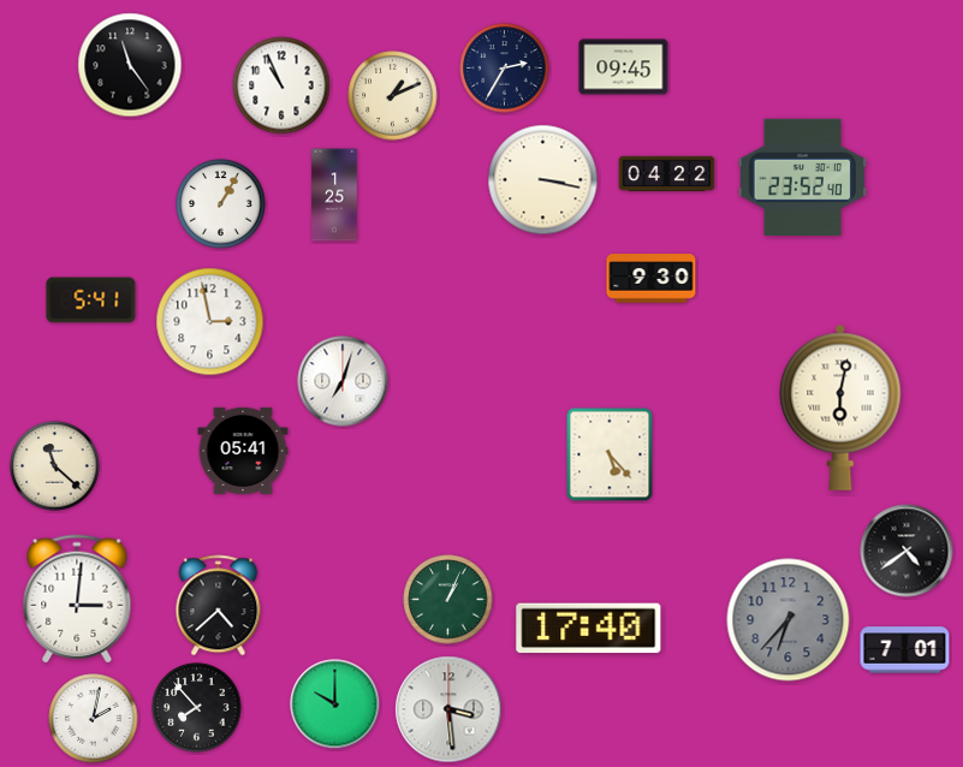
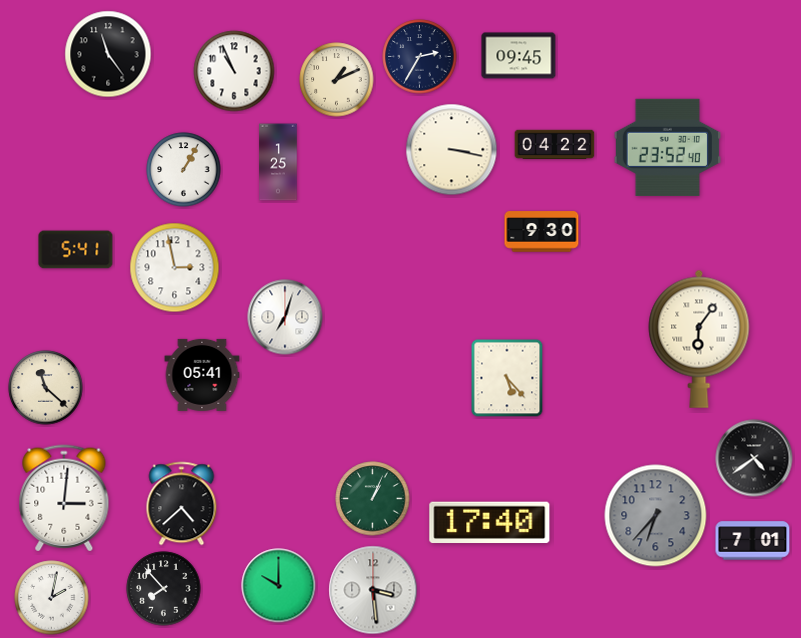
clock at (393, 96) position: (393, 96) -> (337, 80)
clock at (840, 408): 6:02 -> 6:06
clock at (94, 719) position: (94, 719) -> (52, 598)
